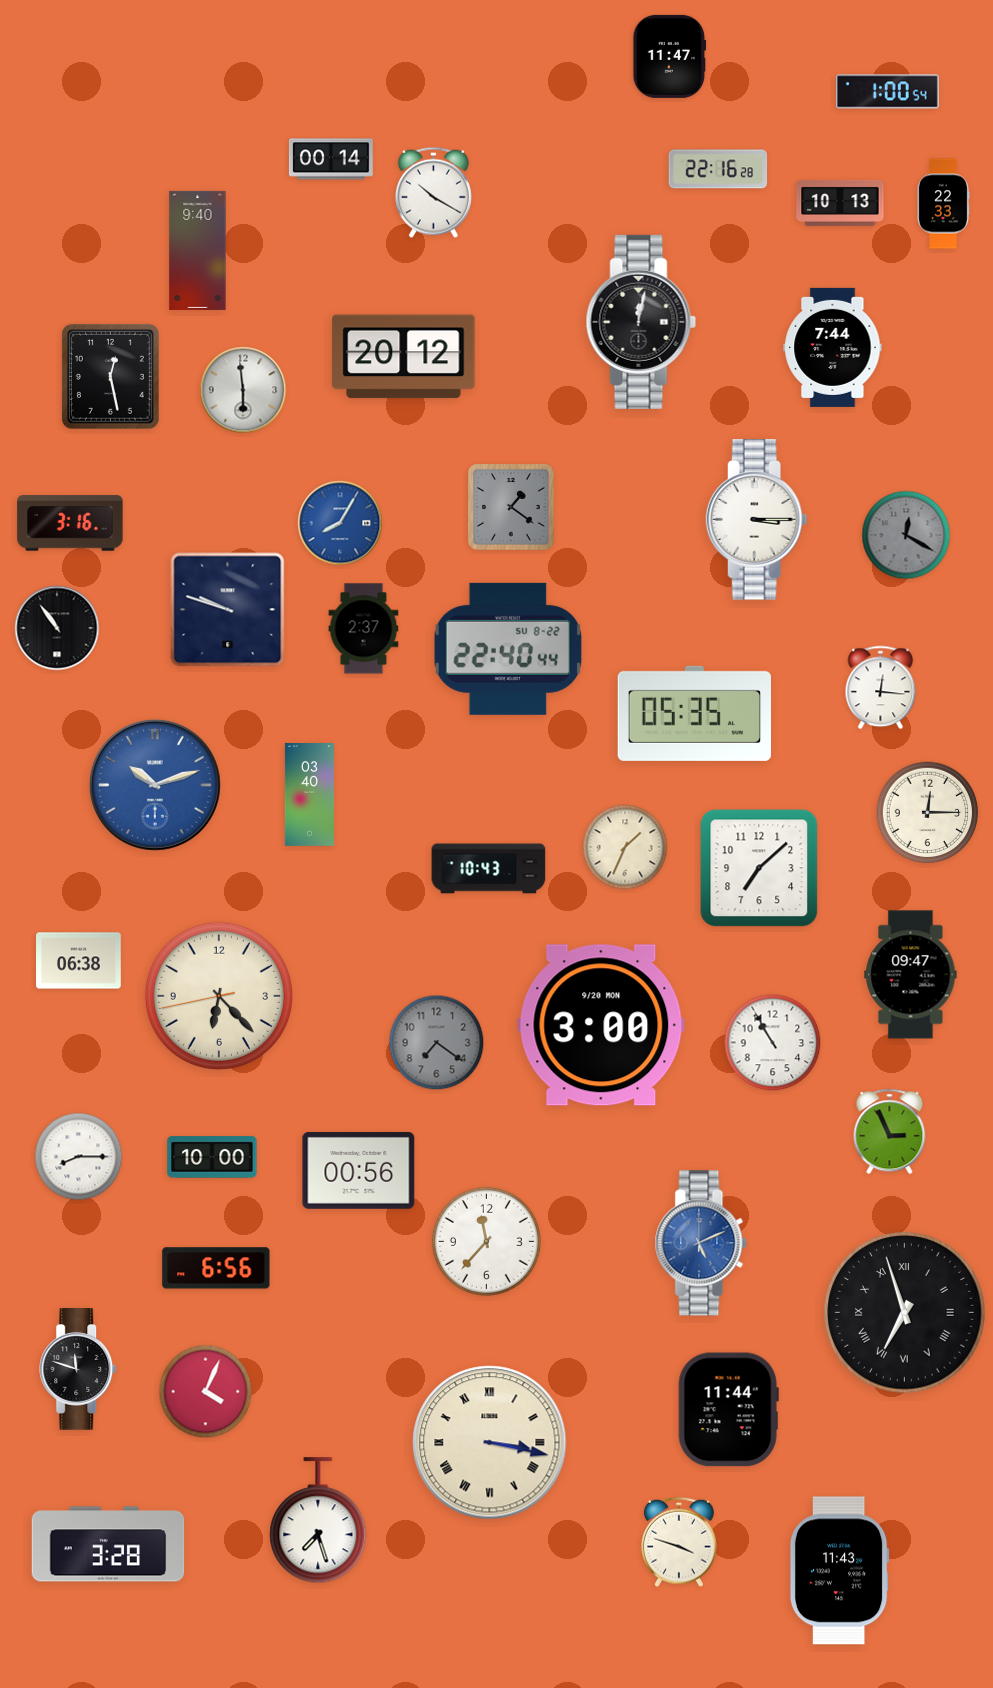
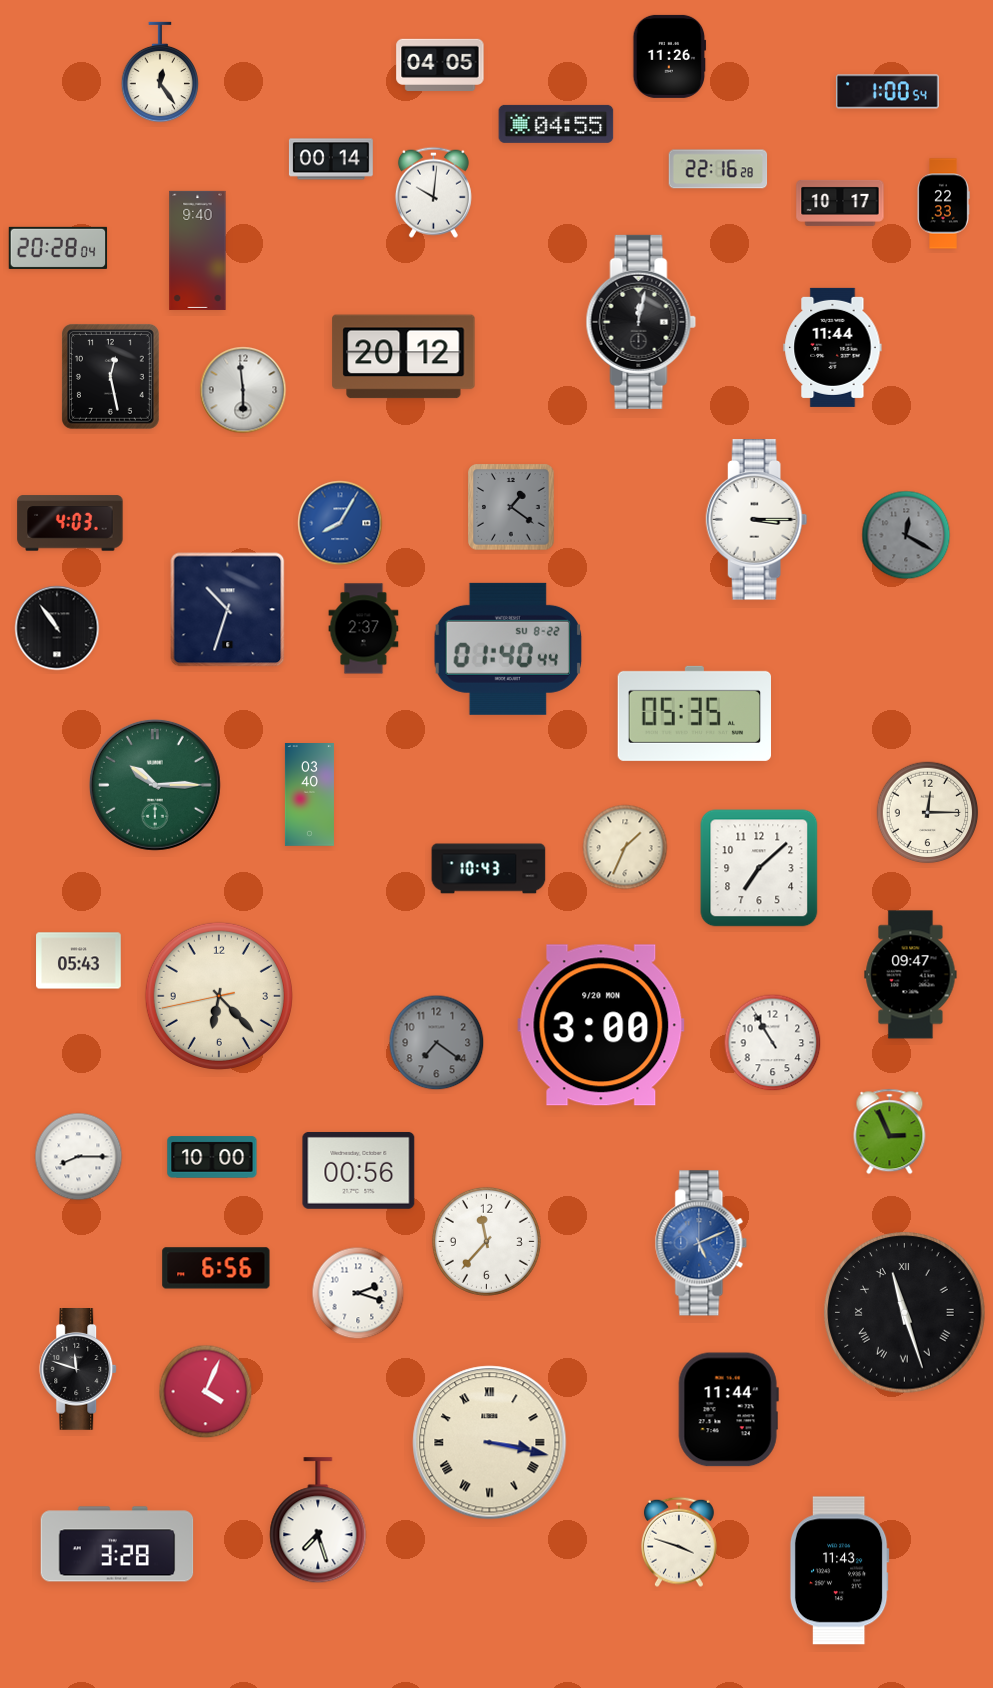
clock at (670, 56): 11:47 -> 11:26
clock at (440, 65): none -> 04:05
clock at (160, 72): none -> 12:24
clock at (556, 124): none -> 04:55
clock at (433, 192): 10:20 -> 10:01
clock at (840, 203): 10:13 -> 10:17
clock at (58, 248): none -> 20:28
clock at (833, 347): 7:44 -> 11:44
clock at (70, 523): 3:16 -> 4:03
clock at (228, 610): 9:48 -> 10:33
clock at (507, 649): 22:40 -> 01:40
clock at (881, 688): 12:16 -> none
clock at (155, 785): 10:12 -> 10:15
clock at (155, 785) dial: blue -> green
clock at (79, 961): 06:38 -> 05:43
clock at (358, 1293): none -> 2:18
clock at (905, 1313): 6:57 -> 11:27
clock at (108, 1544) position: (108, 1544) -> (117, 1544)
